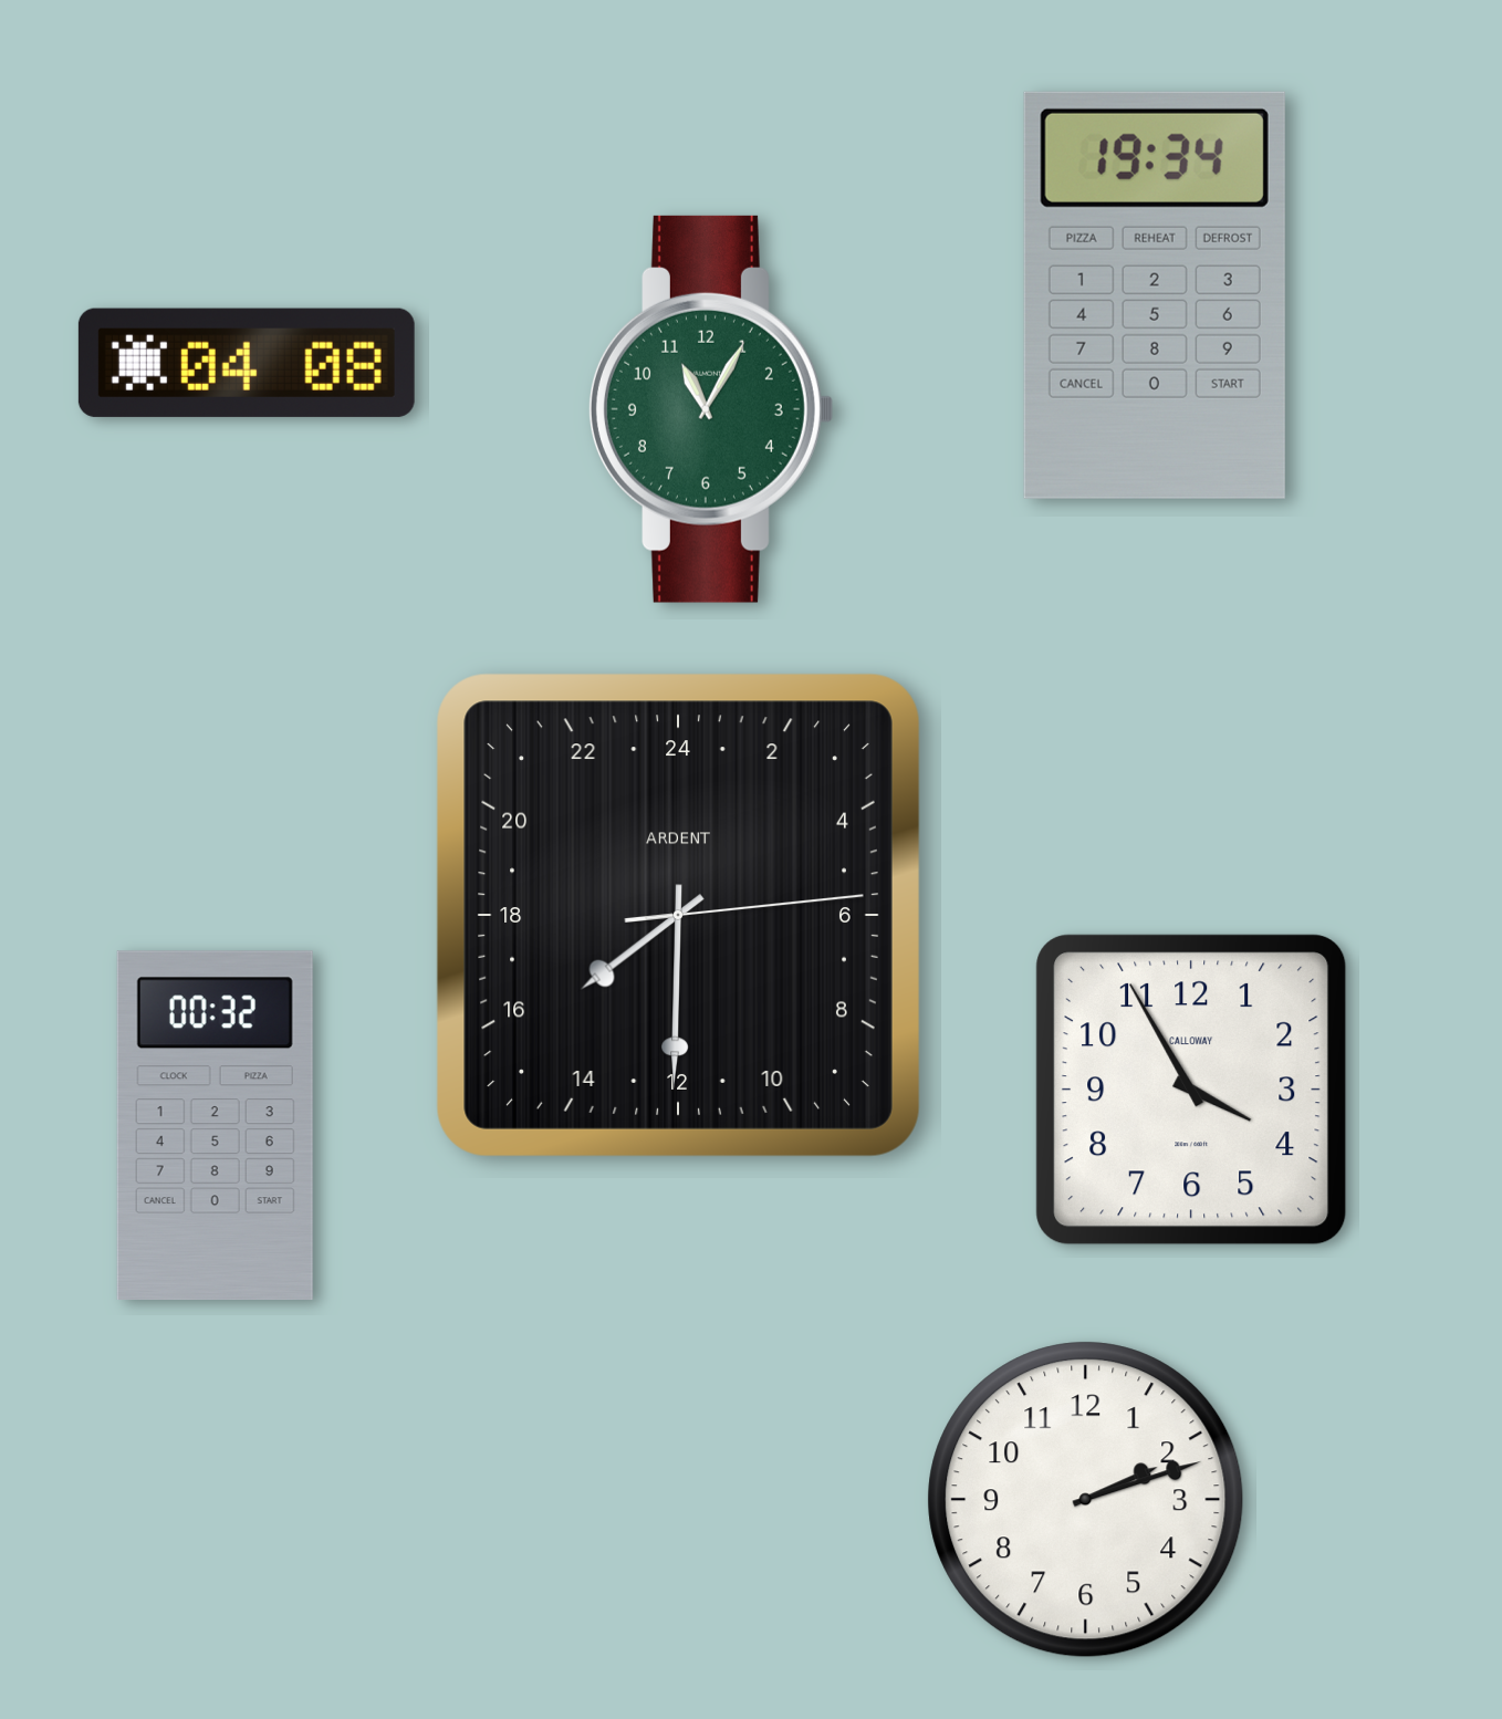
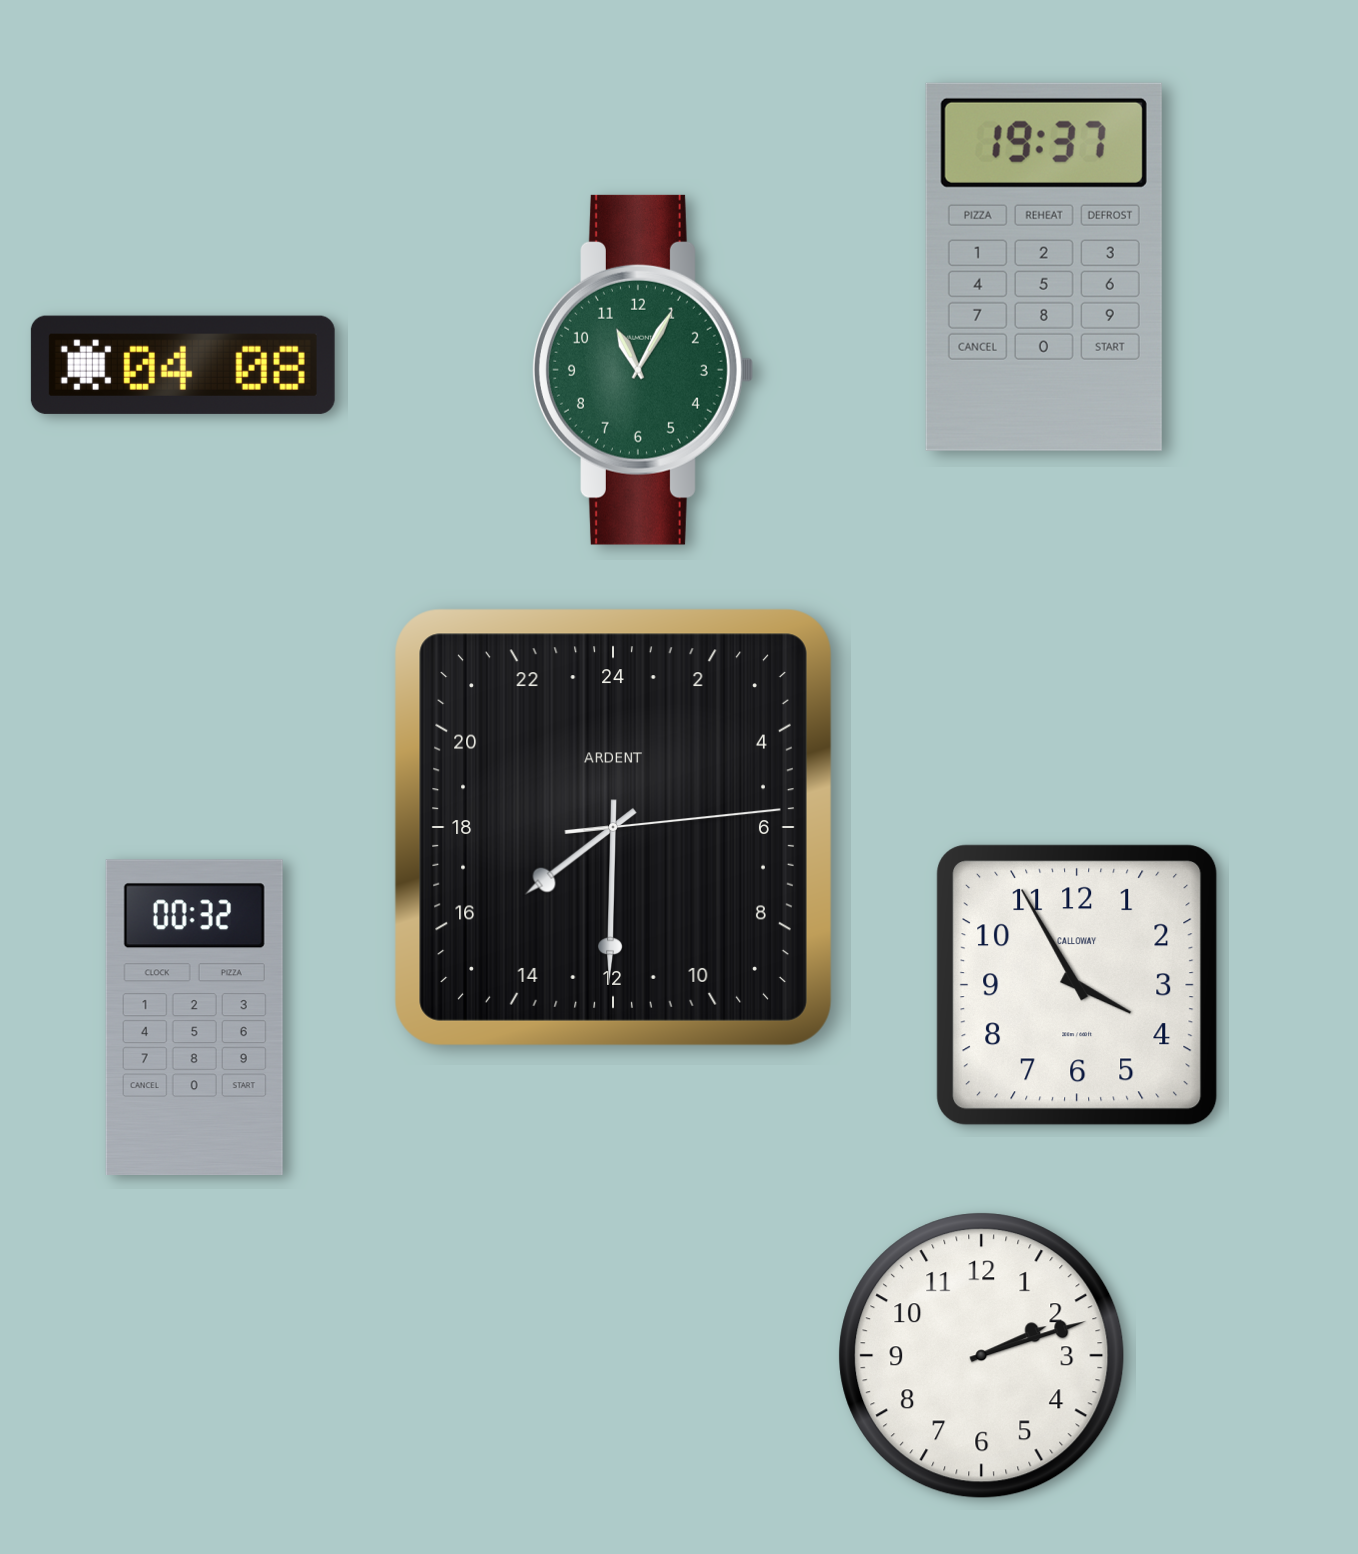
clock at (1155, 295): 19:34 -> 19:37
clock at (247, 363) position: (247, 363) -> (183, 365)
